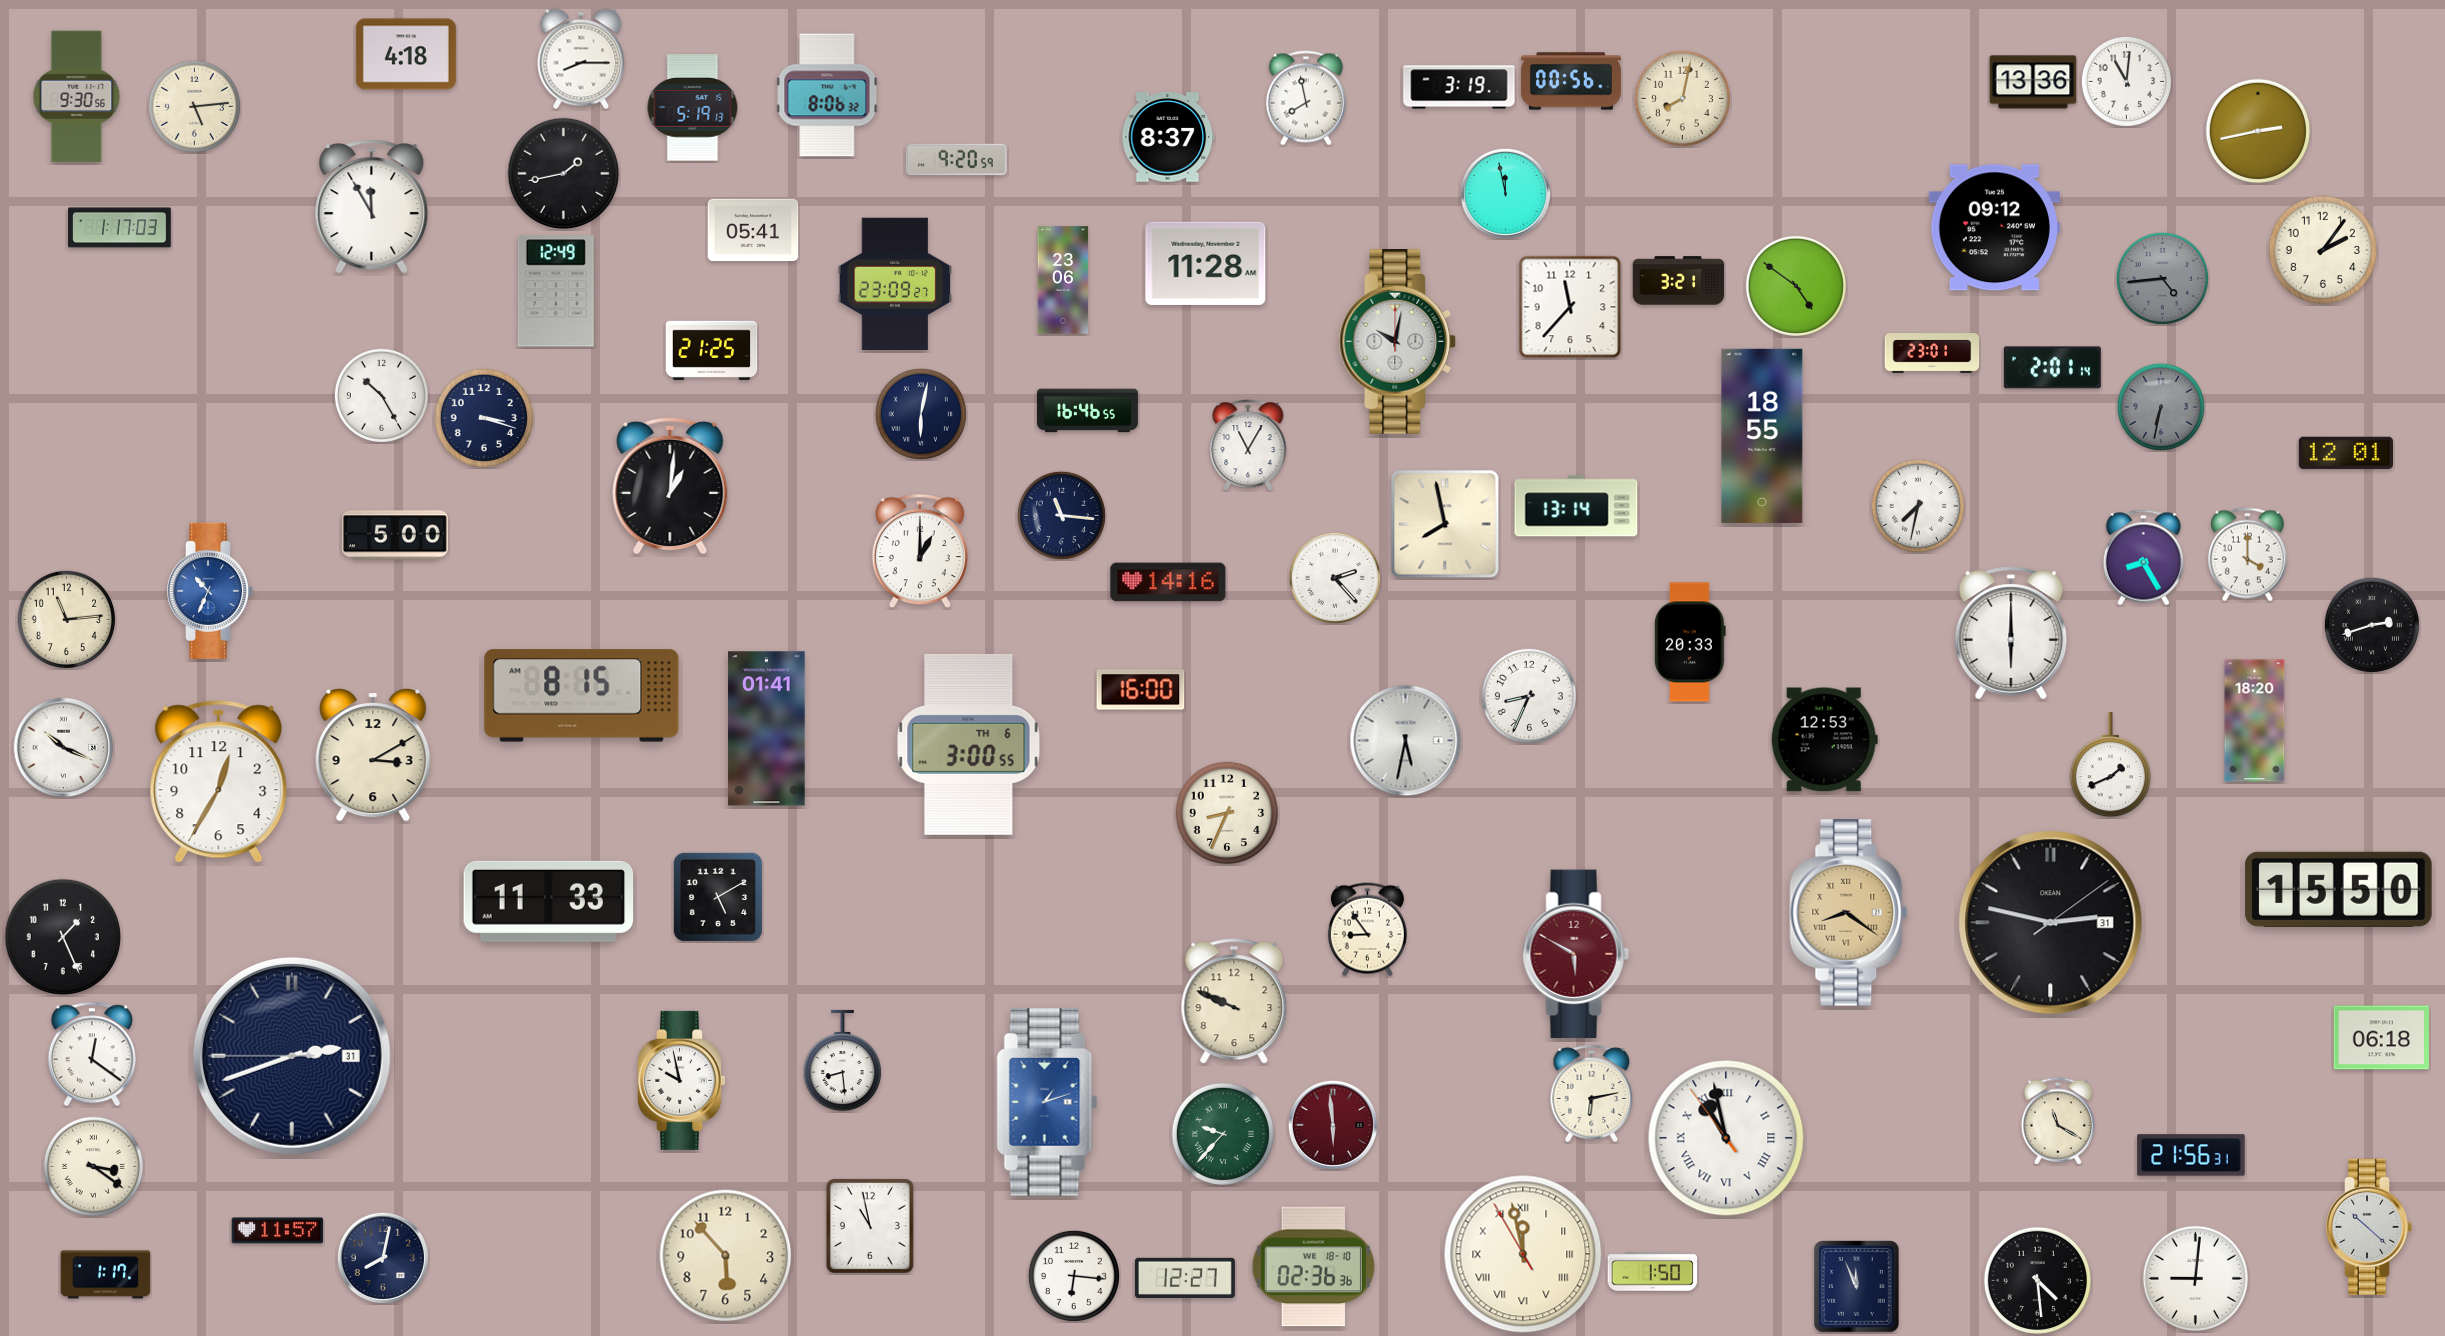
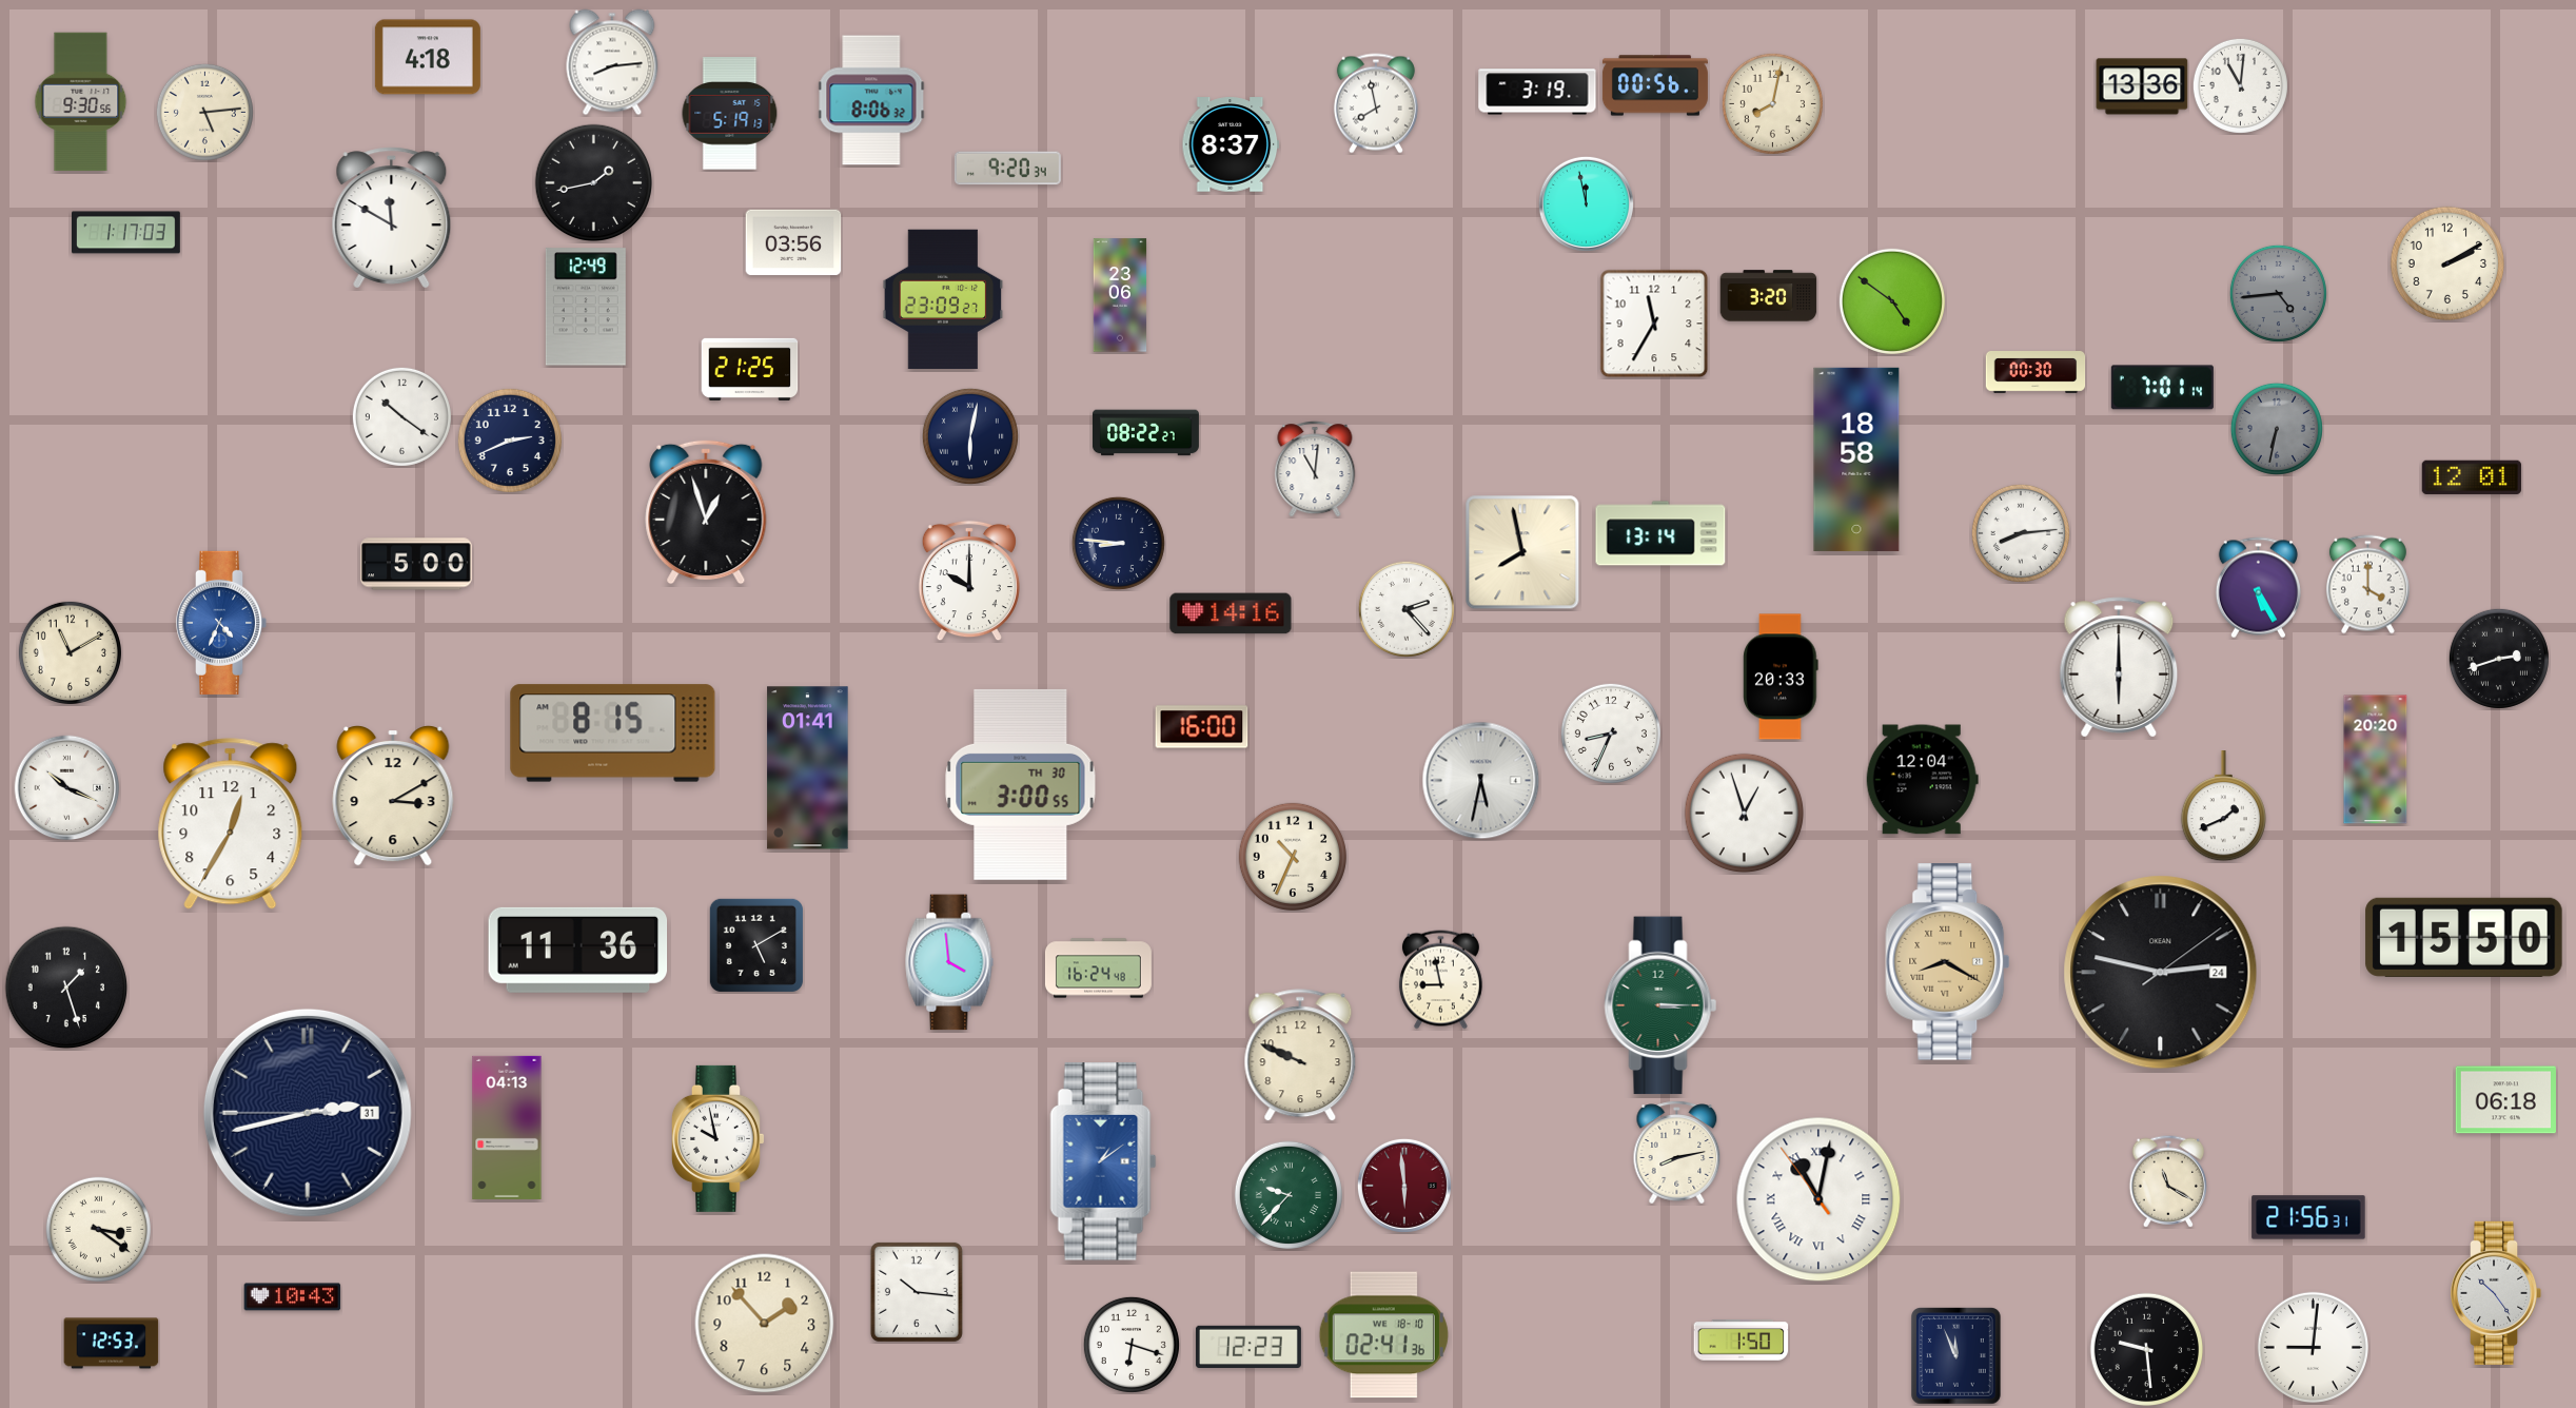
clock at (581, 59): 8:15 -> 8:14
clock at (2257, 130): 2:43 -> none
clock at (956, 160): 9:20:59 -> 9:20:34
clock at (372, 207): 11:55 -> 11:50
clock at (120, 228) position: (120, 228) -> (126, 233)
clock at (1994, 228): 09:12 -> none
clock at (753, 230): 05:41 -> 03:56
clock at (2322, 249): 2:06 -> 2:10
clock at (1206, 263): 11:28 -> none
clock at (1679, 281): 3:21 -> 3:20
clock at (1570, 307): 11:37 -> 11:35
clock at (1398, 342): 10:02 -> none
clock at (1932, 353): 23:01 -> 00:30
clock at (2052, 368): 2:01 -> 7:01
clock at (381, 395): 10:25 -> 10:21
clock at (1087, 411): 16:46 -> 08:22
clock at (484, 418): 3:18 -> 2:41
clock at (1762, 436): 18:55 -> 18:58
clock at (1248, 445): 11:05 -> 11:01
clock at (670, 486): 1:01 -> 12:57
clock at (1918, 506): 7:32 -> 8:14
clock at (1061, 515): 11:16 -> 8:46
clock at (920, 551): 1:00 -> 10:00
clock at (2143, 558): 8:25 -> 5:25
clock at (210, 591): 10:34 -> 4:34
clock at (66, 619): 11:14 -> 11:10
clock at (2255, 721): 18:20 -> 20:20
clock at (1824, 740): 12:53 -> 12:04
clock at (969, 744) date: TH 6 -> TH 30
clock at (1745, 814): none -> 12:57
clock at (1227, 813): 8:34 -> 10:34
clock at (549, 901): 11:33 -> 11:36
clock at (949, 962): none -> 3:59
clock at (1849, 913): 8:21 -> 8:20
clock at (1098, 969): none -> 16:24
clock at (2051, 923) date: 31 -> 24
clock at (1367, 930): 8:54 -> 8:58
clock at (63, 937): 1:26 -> 1:27
clock at (1576, 954): 5:50 -> 3:15
clock at (1576, 954) dial: burgundy -> green
clock at (2381, 1038) position: (2381, 1038) -> (2505, 1100)
clock at (92, 1054): 12:21 -> none
clock at (292, 1056): 2:41 -> 2:42
clock at (842, 1061): 8:29 -> none
clock at (507, 1128): none -> 04:13
clock at (1592, 1094): 6:13 -> 8:13
clock at (1047, 1102): 1:12 -> 1:09
clock at (1726, 1138): 10:57 -> 11:01
clock at (870, 1226): 10:58 -> 10:16
clock at (2369, 1227): 10:22 -> 10:24
clock at (278, 1231): 11:57 -> 10:43
clock at (1523, 1254): 11:57 -> none
clock at (726, 1256): 5:53 -> 1:53
clock at (383, 1258): 8:02 -> none
clock at (1313, 1267): 02:36 -> 02:41
clock at (106, 1275): 1:17 -> 12:53
clock at (1074, 1276): 6:16 -> 6:18
clock at (1185, 1277): 12:27 -> 12:23
clock at (2037, 1280): 4:29 -> 9:29
